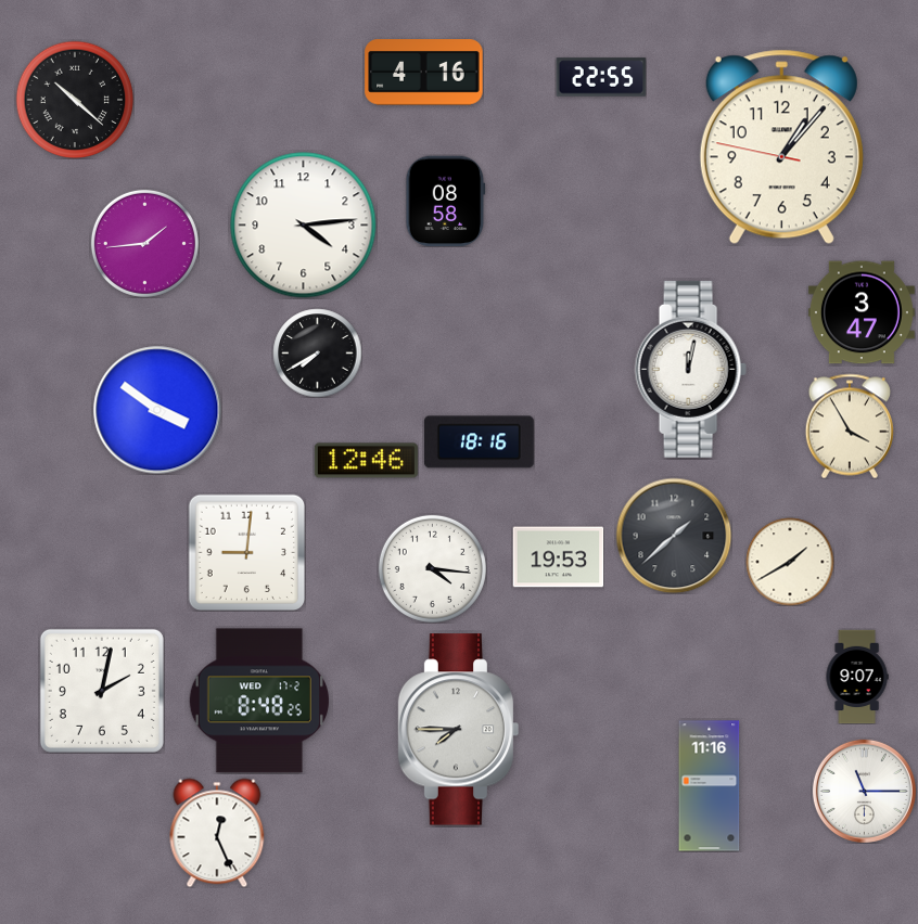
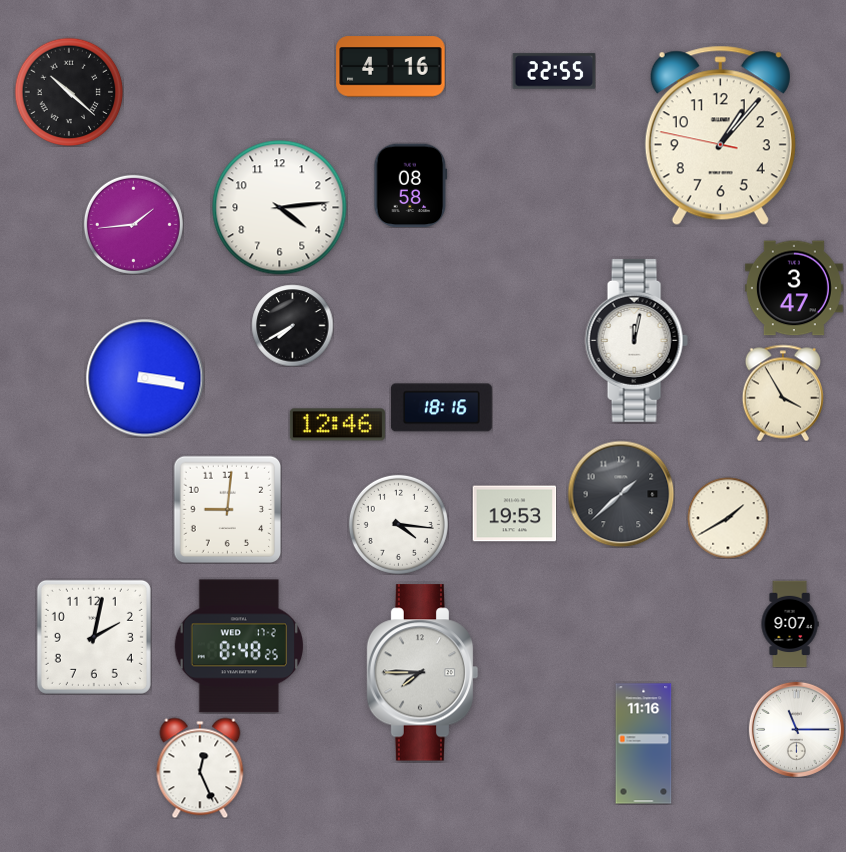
clock at (157, 410): 3:51 -> 3:17
clock at (710, 786) position: (710, 786) -> (644, 744)
